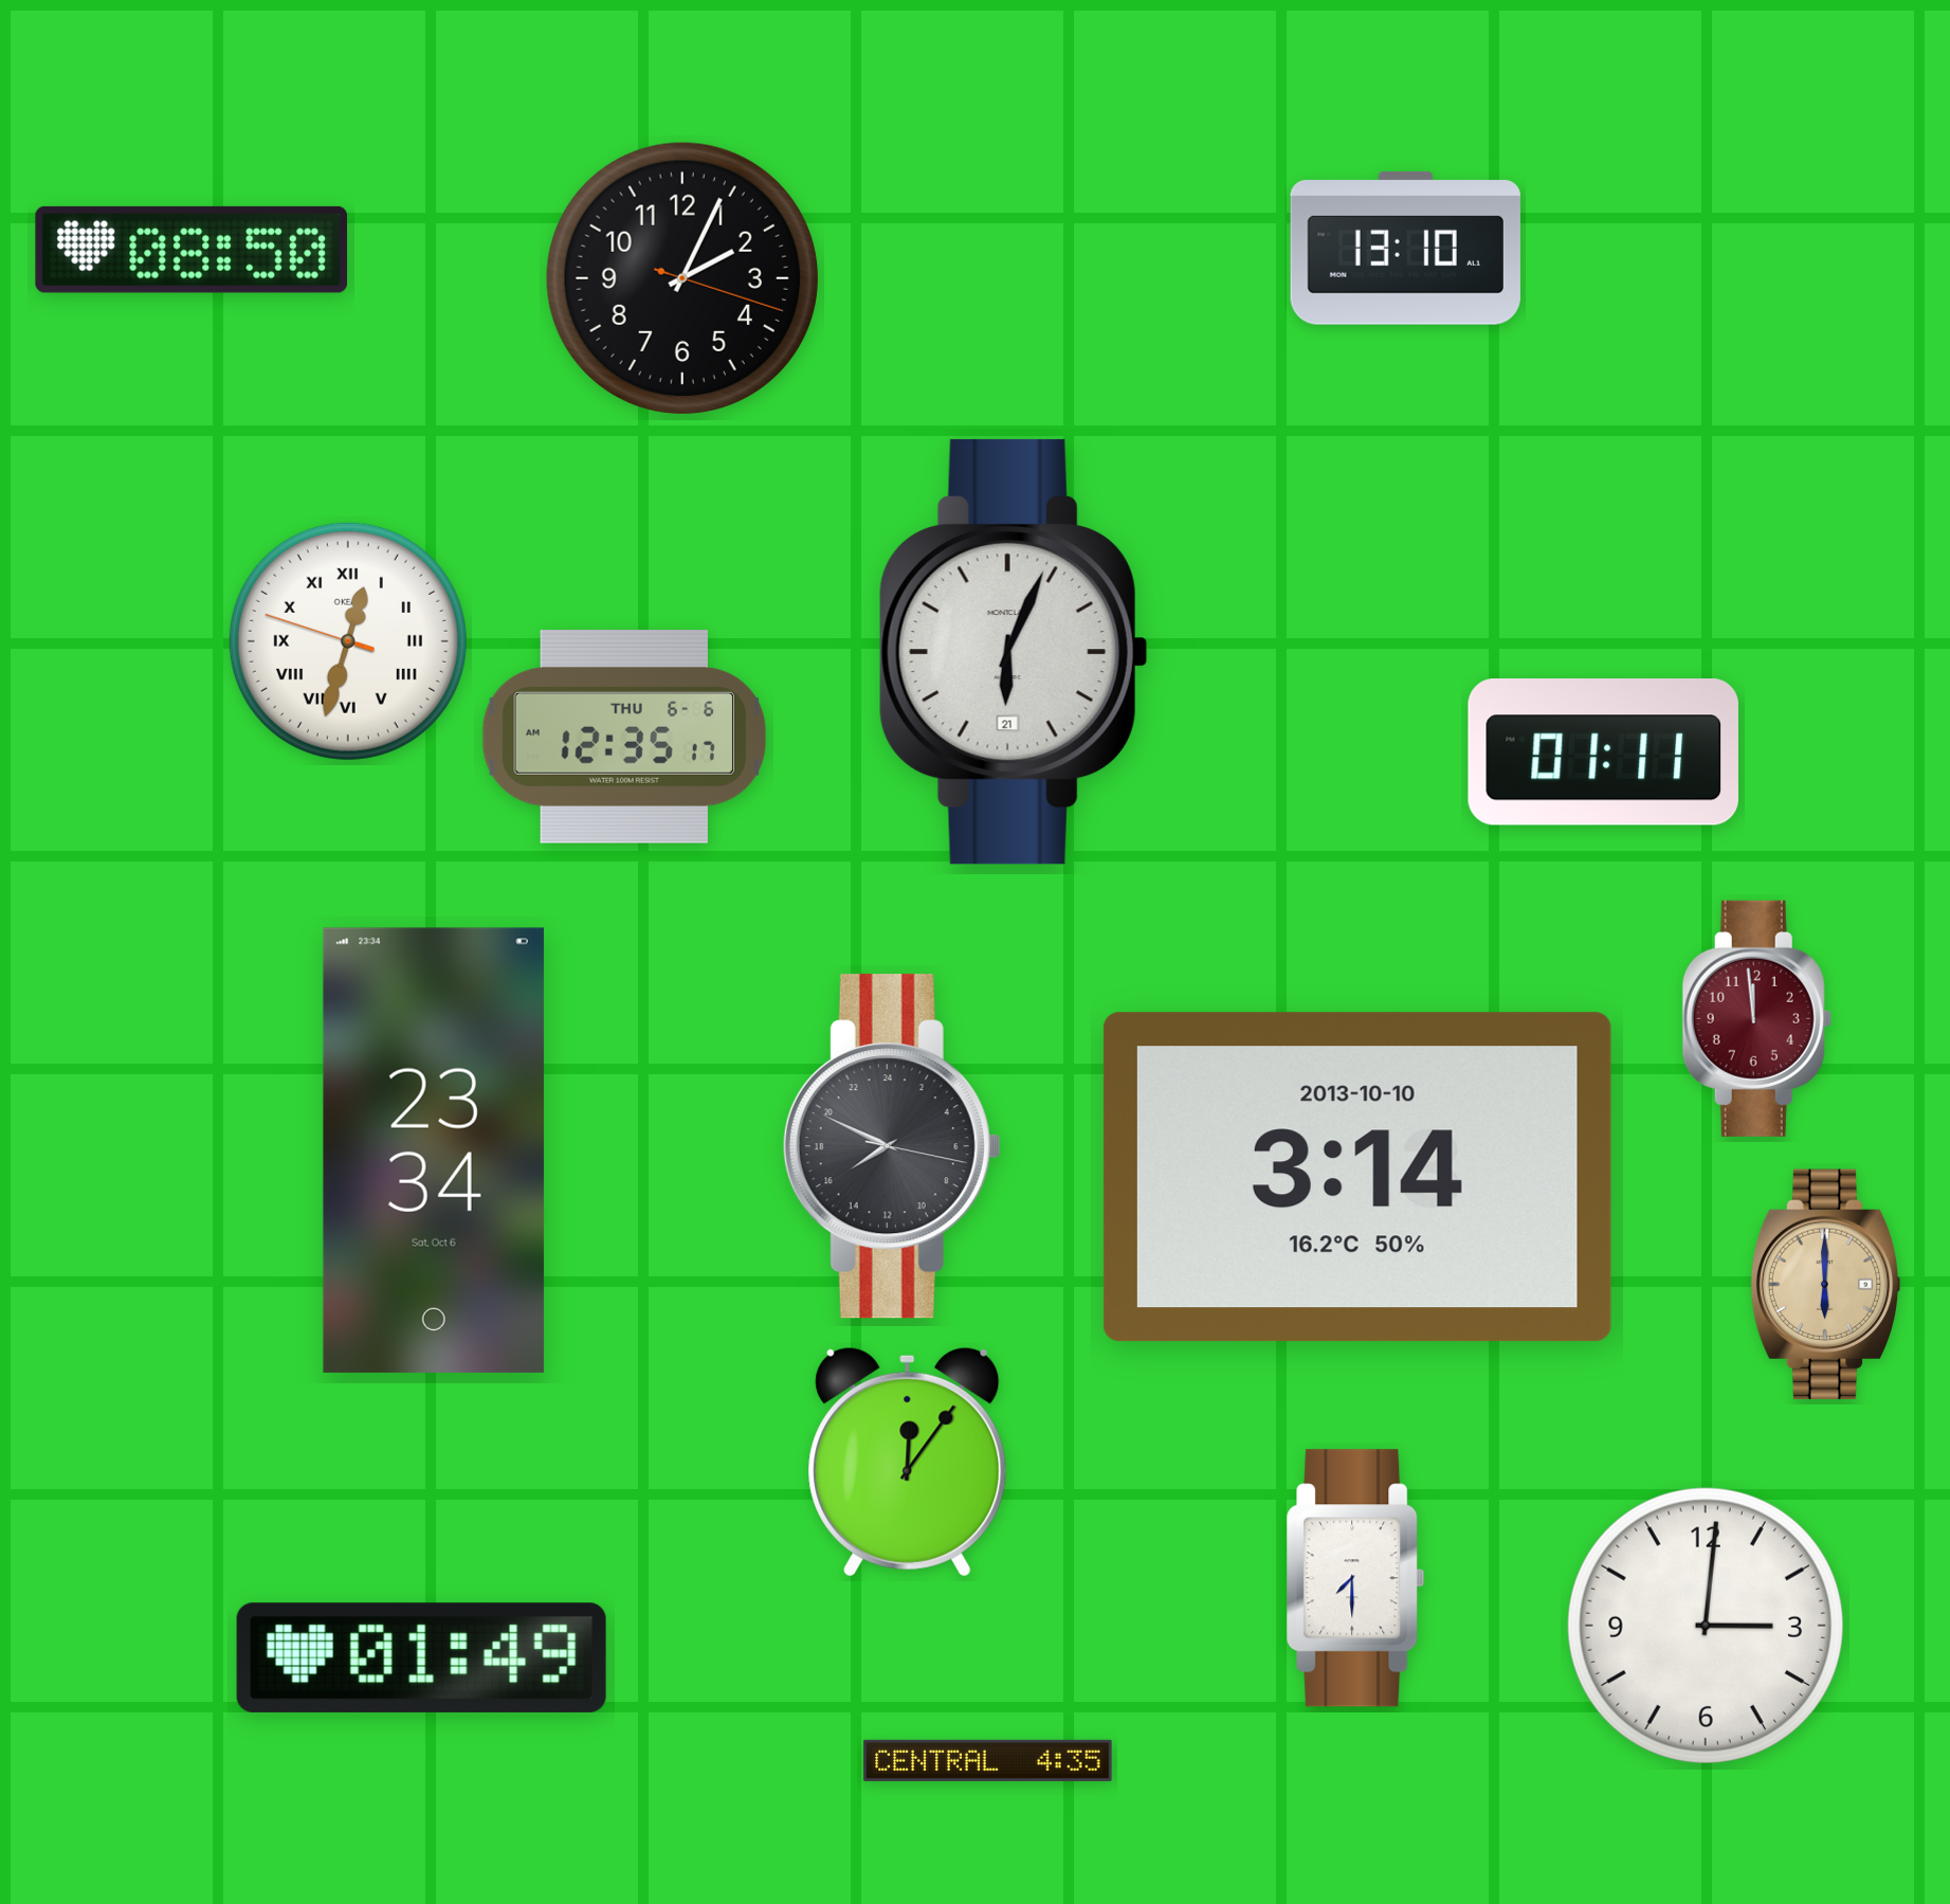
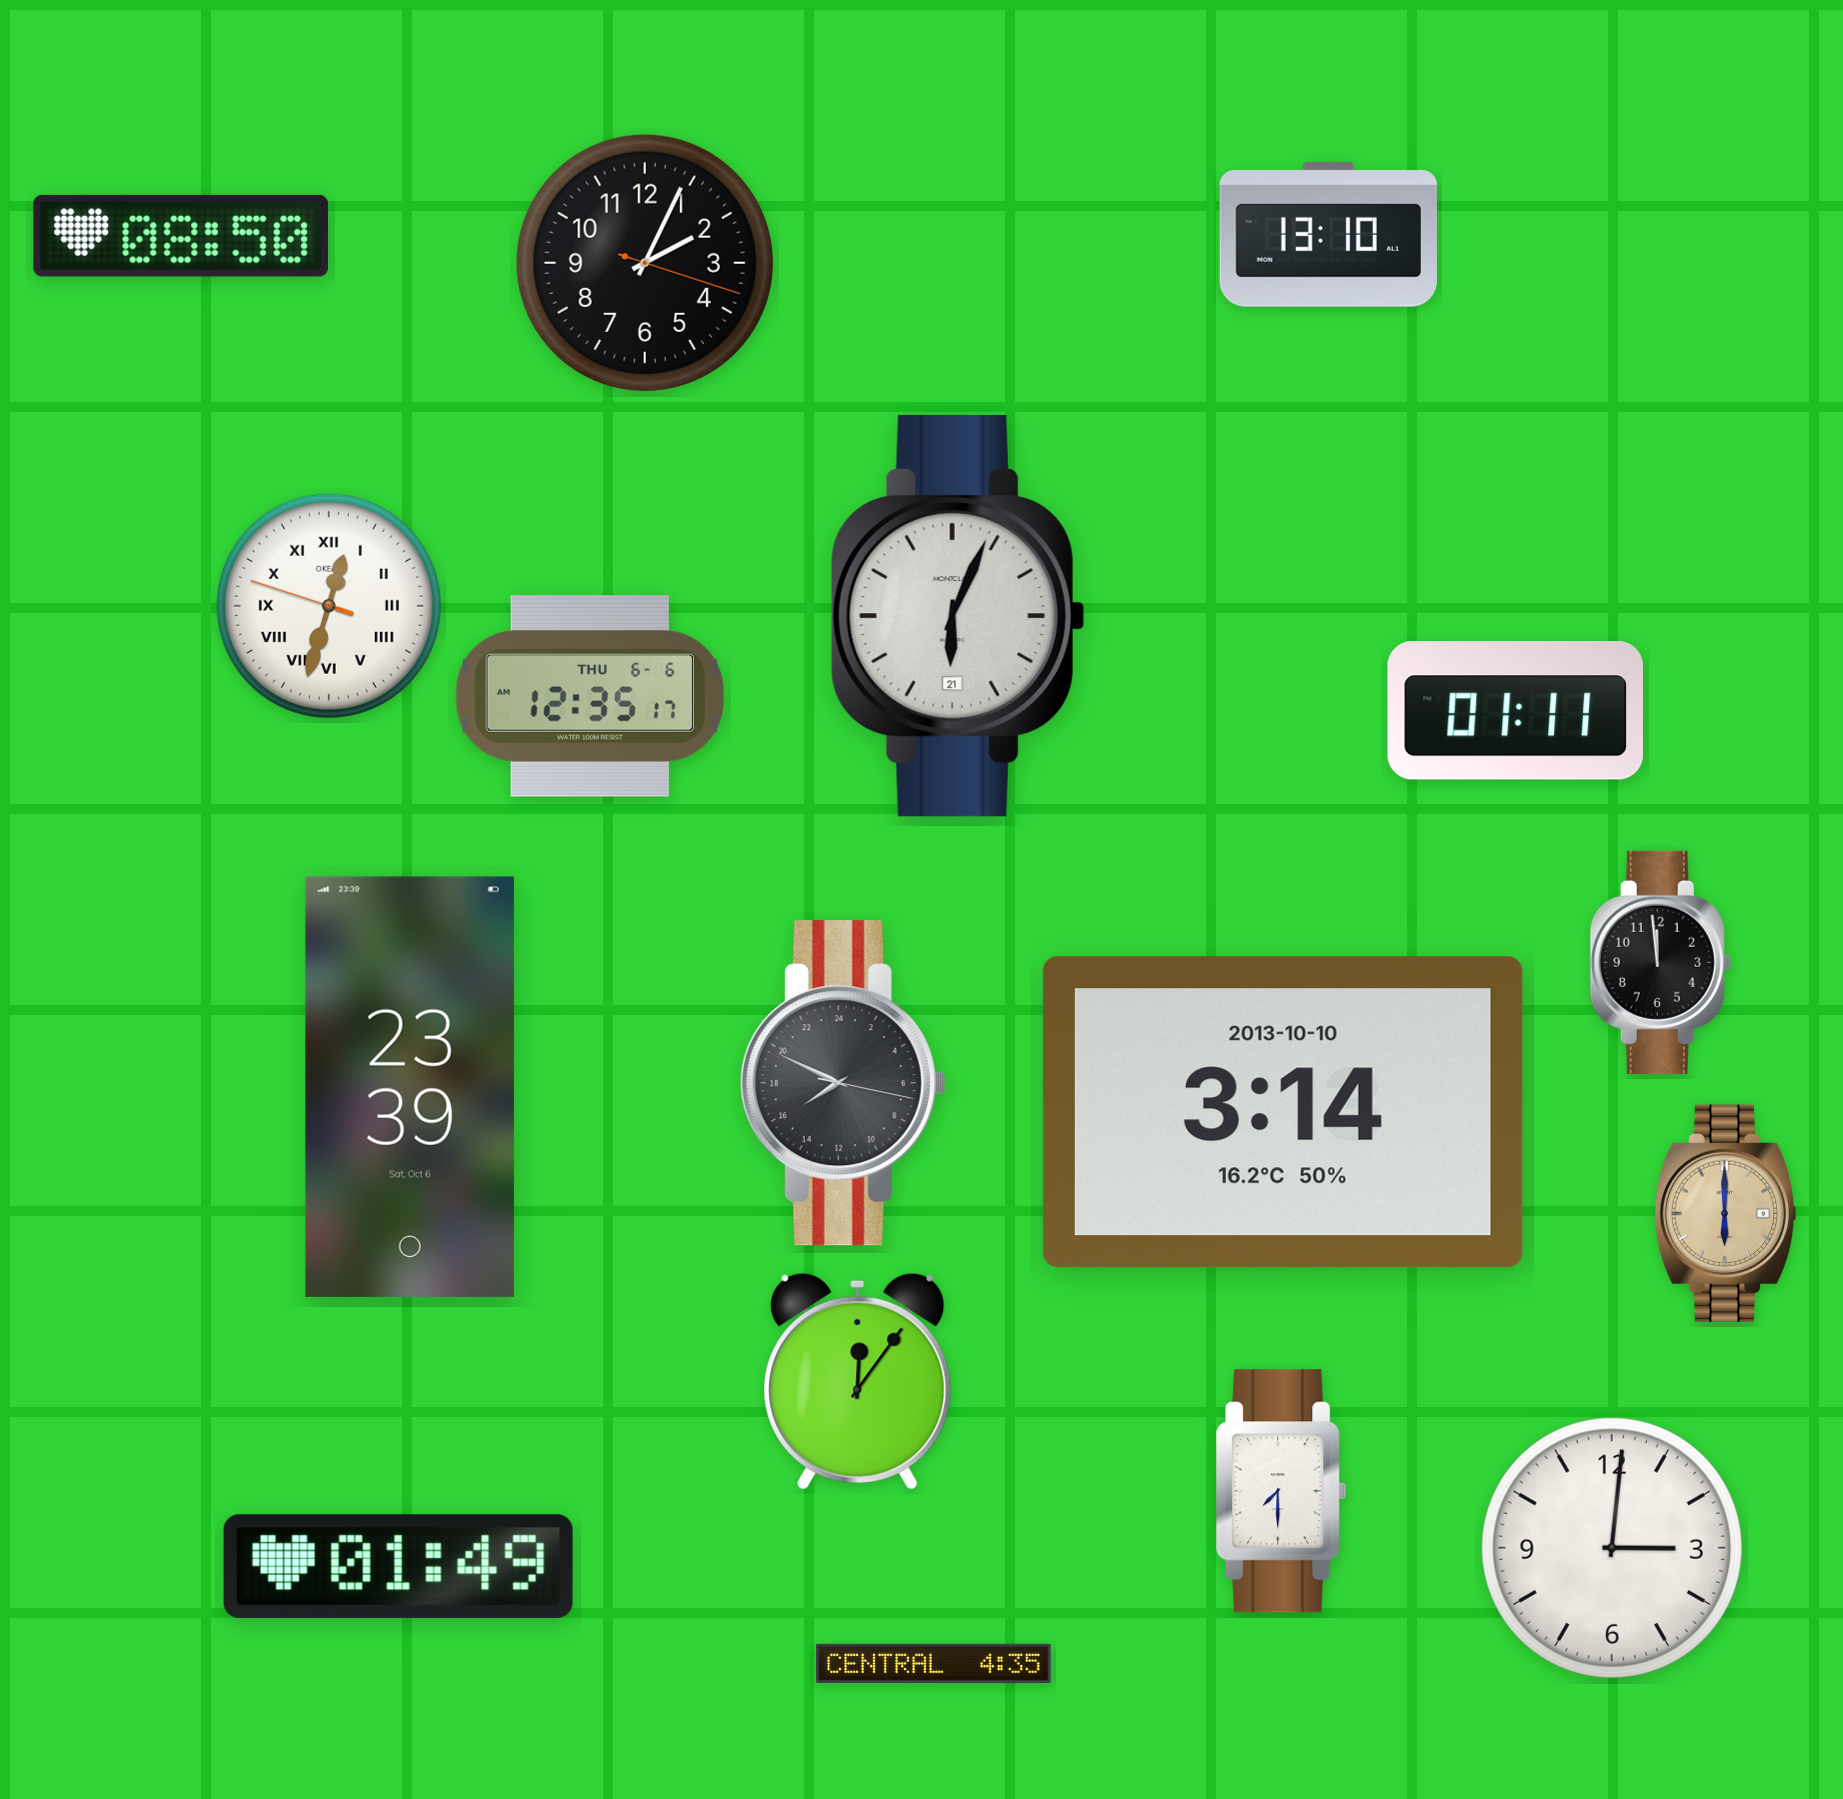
clock at (1756, 1018) dial: burgundy -> black
clock at (434, 1150): 23:34 -> 23:39
clock at (1706, 1626) position: (1706, 1626) -> (1612, 1548)
